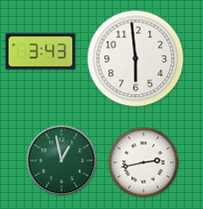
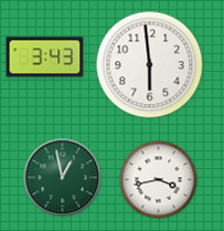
clock at (62, 161) position: (62, 161) -> (63, 178)
clock at (144, 163): 2:43 -> 3:43
